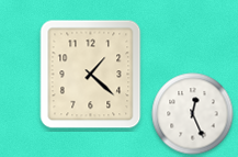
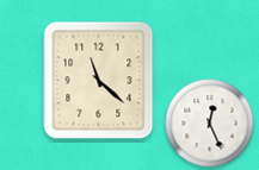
clock at (91, 75): 1:22 -> 11:22
